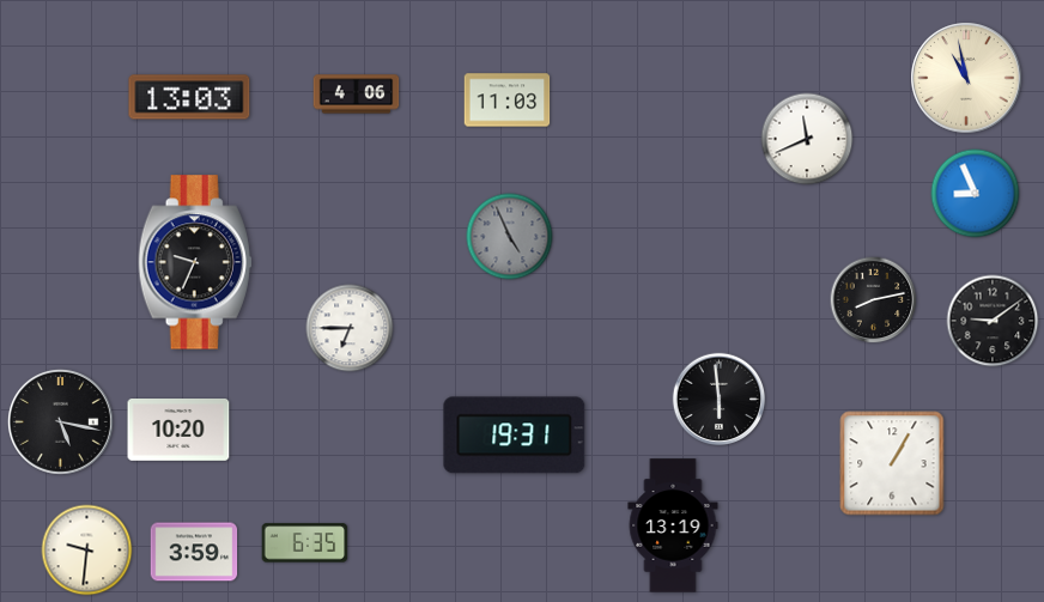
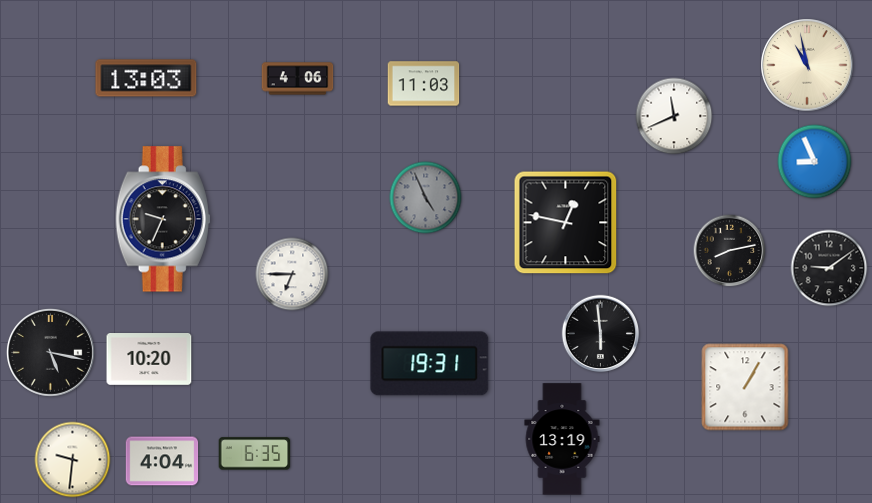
clock at (189, 97) position: (189, 97) -> (146, 78)
clock at (566, 223): none -> 12:47
clock at (194, 552): 3:59 -> 4:04
